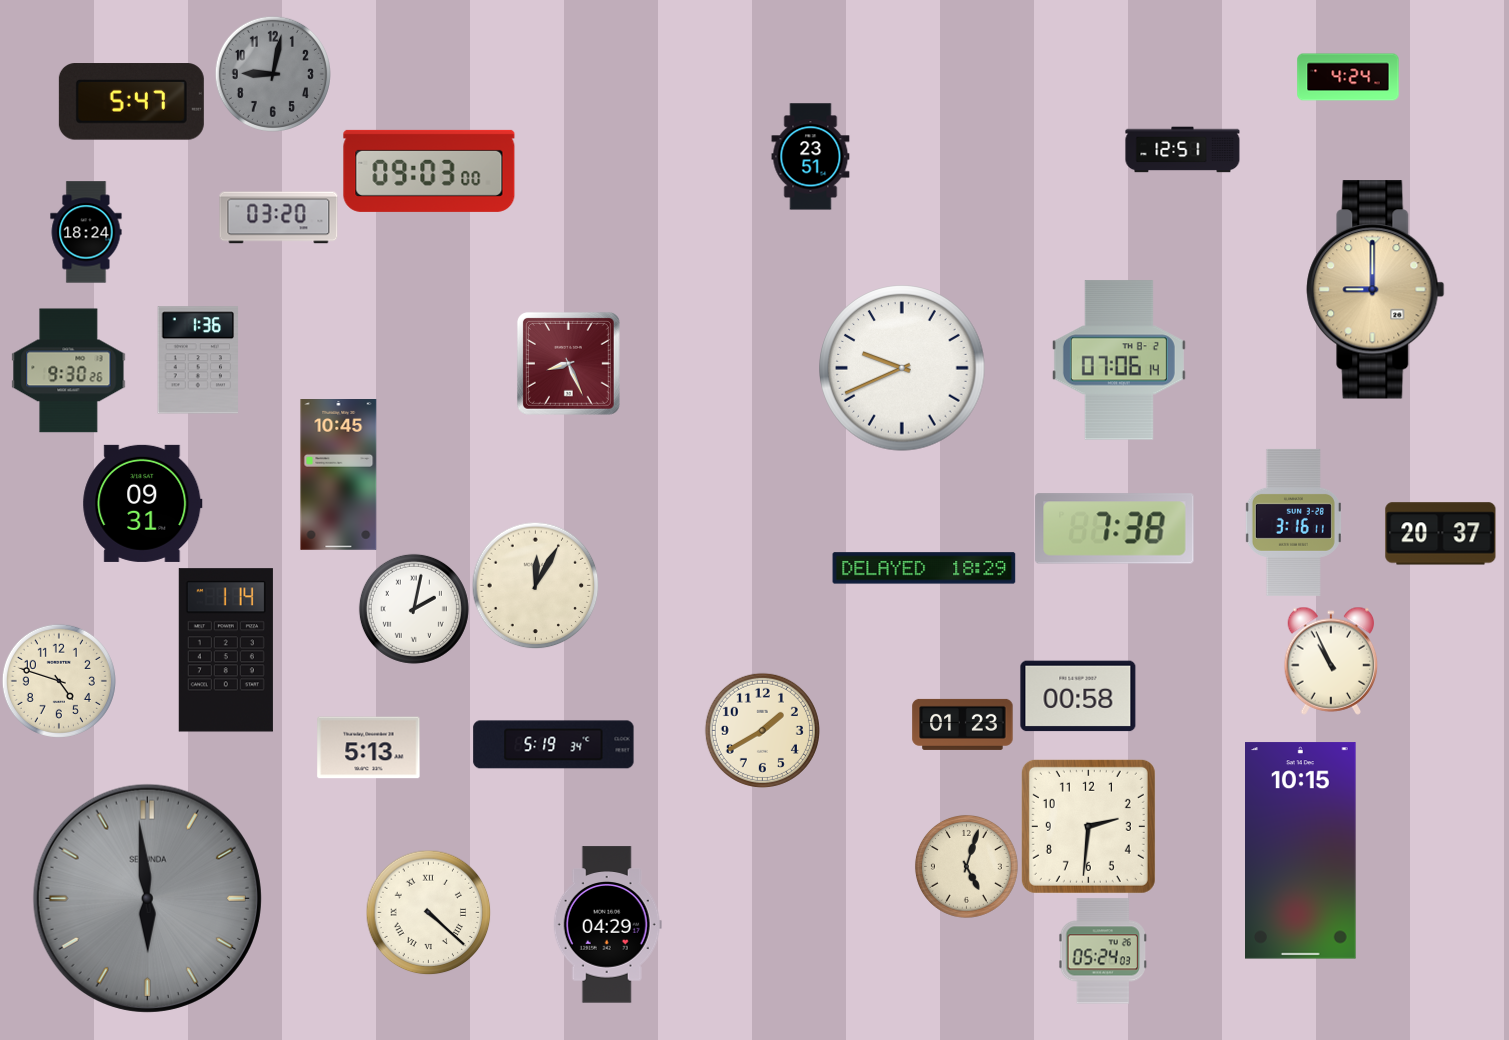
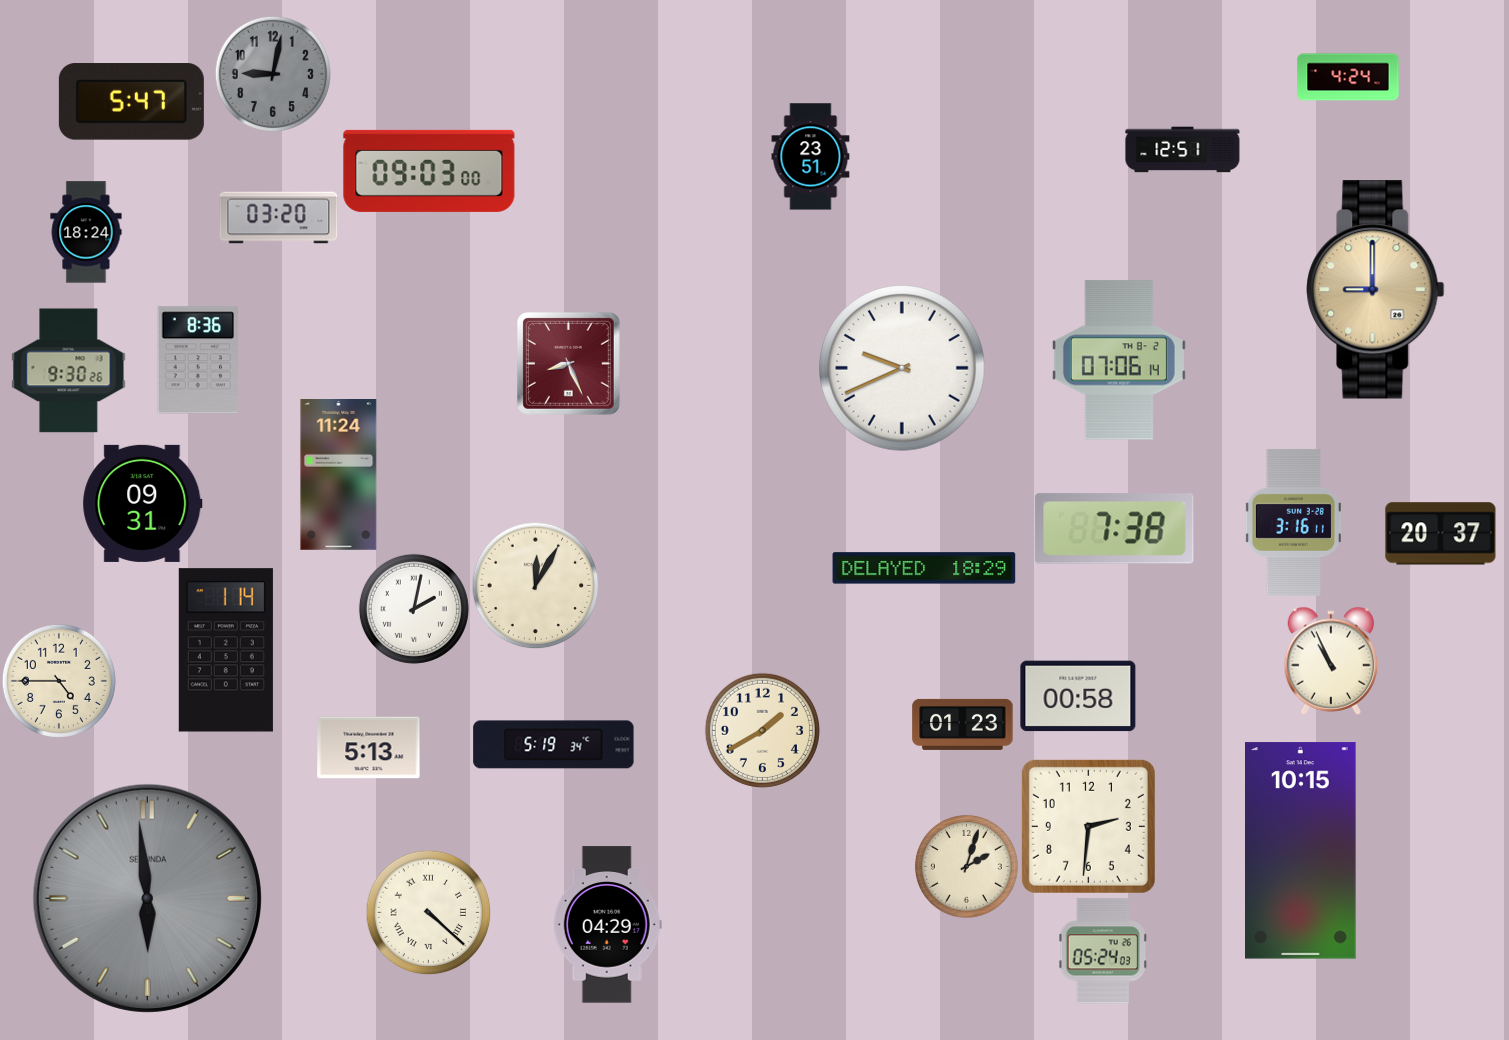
clock at (198, 360): 1:36 -> 8:36
clock at (339, 475): 10:45 -> 11:24
clock at (59, 681): 4:48 -> 4:45
clock at (966, 866): 5:03 -> 2:03
